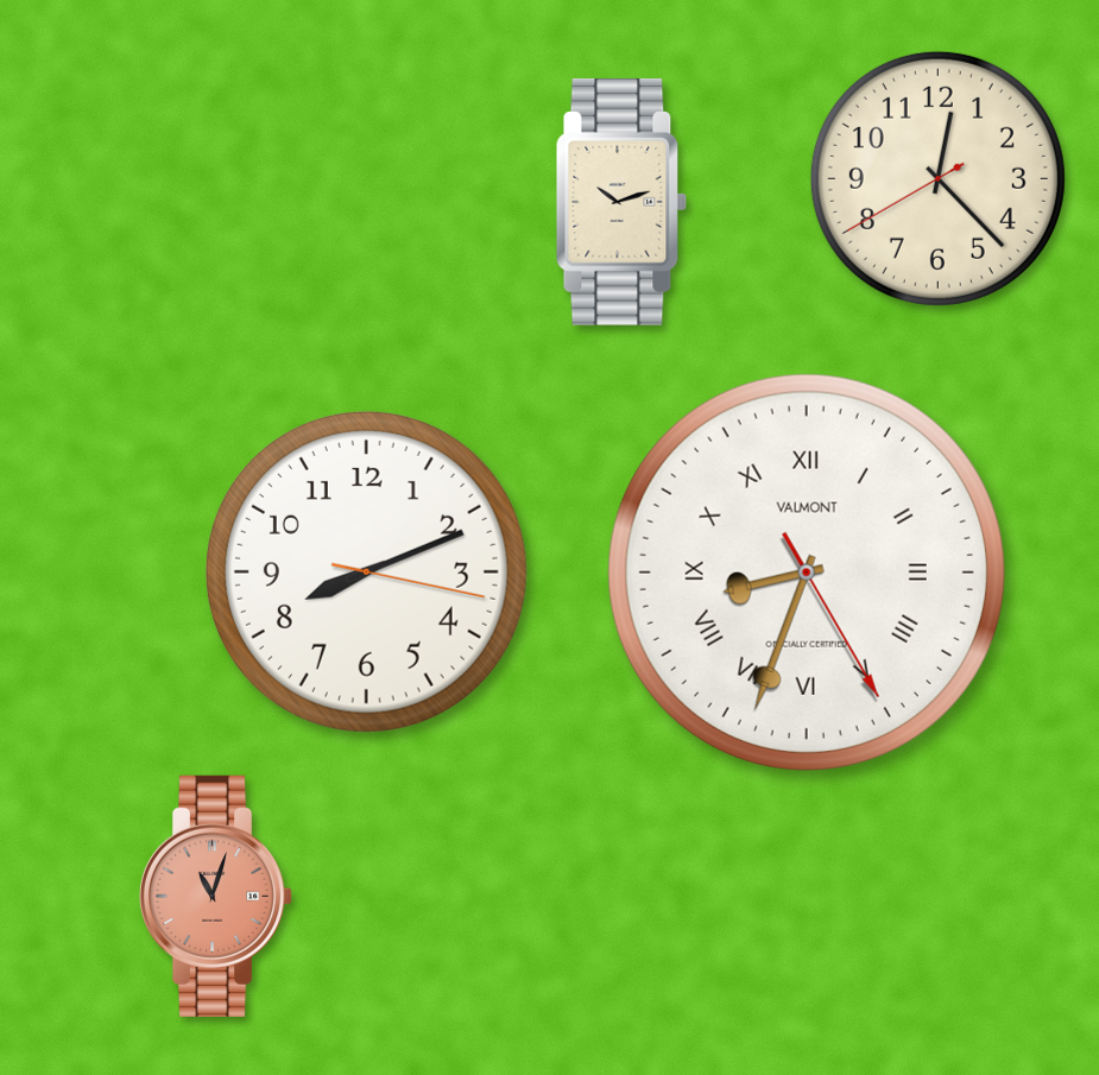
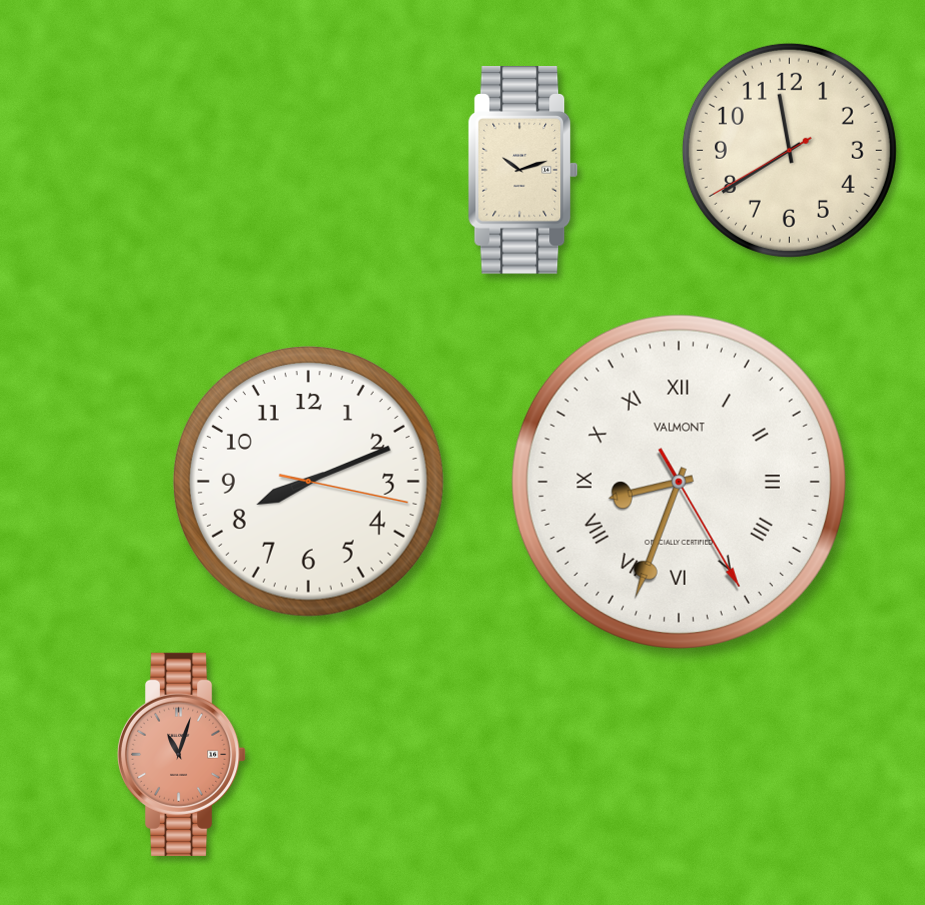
clock at (937, 178): 12:22 -> 11:39
